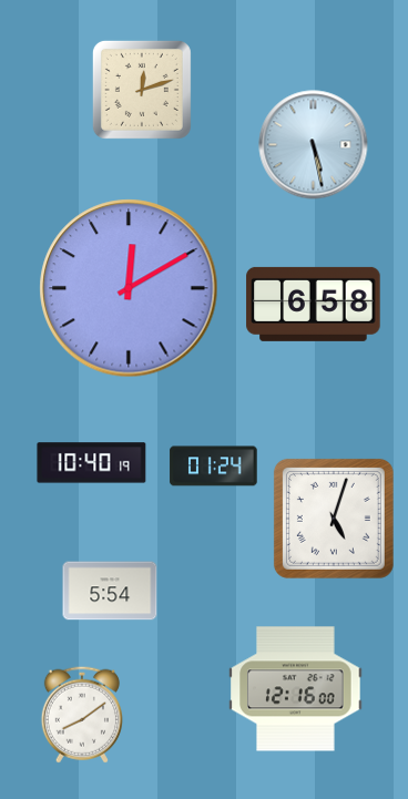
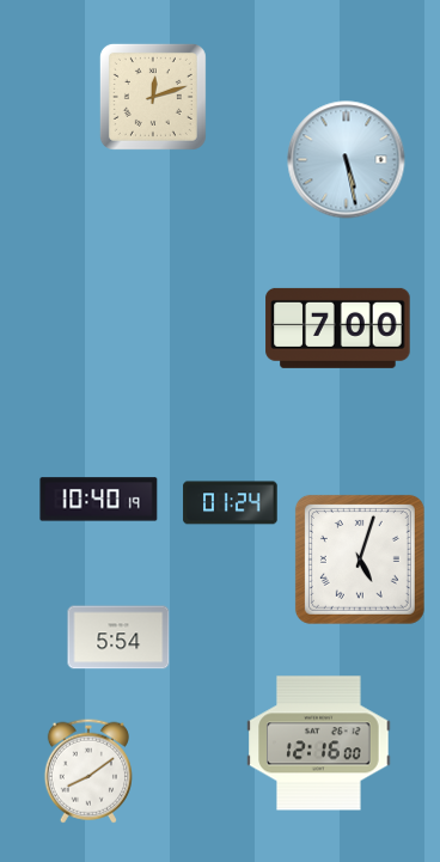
clock at (314, 145) position: (314, 145) -> (347, 160)
clock at (129, 288): 12:10 -> none
clock at (314, 304): 6:58 -> 7:00
